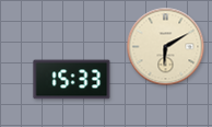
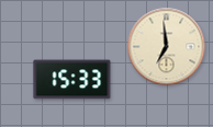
clock at (166, 47): 6:10 -> 6:59
